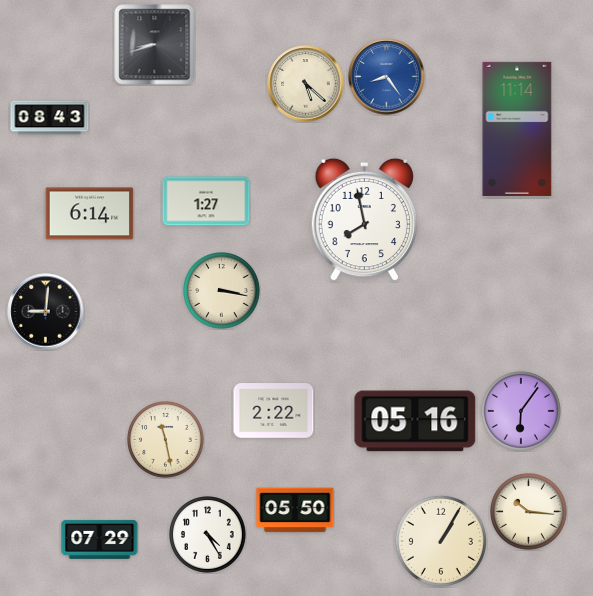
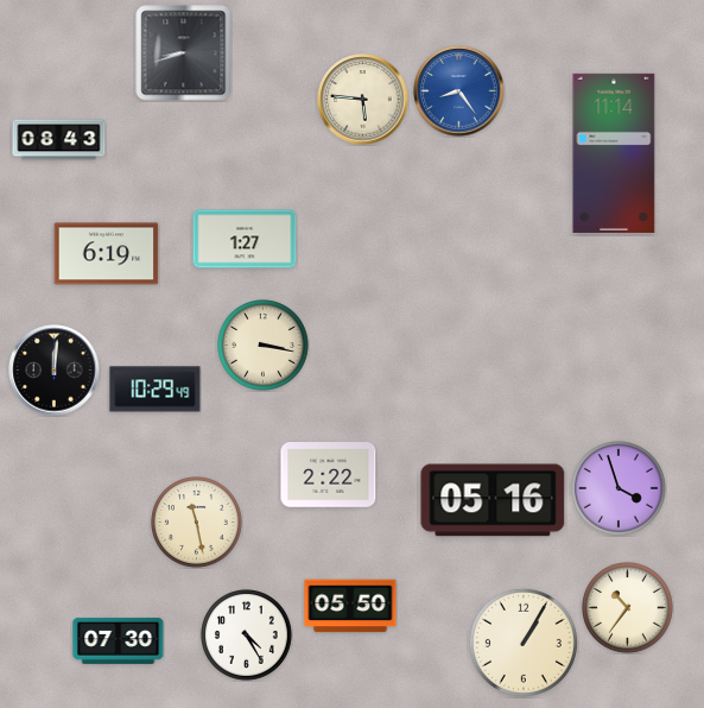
clock at (306, 84): 5:22 -> 5:46
clock at (90, 214): 6:14 -> 6:19
clock at (364, 220): 7:58 -> none
clock at (46, 312): 9:01 -> 12:01
clock at (156, 390): none -> 10:29
clock at (274, 411) position: (274, 411) -> (329, 475)
clock at (522, 412): 6:06 -> 3:57
clock at (529, 512): 10:16 -> 10:36
clock at (100, 539): 07:29 -> 07:30
